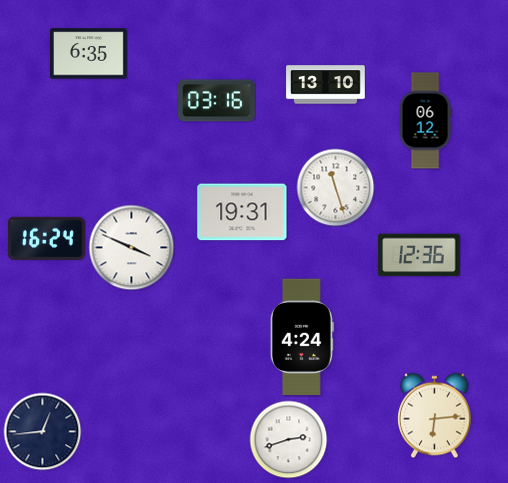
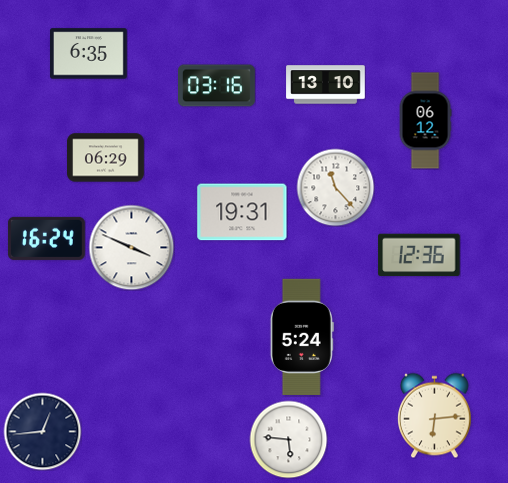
clock at (217, 101) position: (217, 101) -> (217, 86)
clock at (106, 158): none -> 06:29
clock at (335, 187): 11:27 -> 11:23
clock at (302, 336): 4:24 -> 5:24
clock at (288, 439): 2:42 -> 5:46
